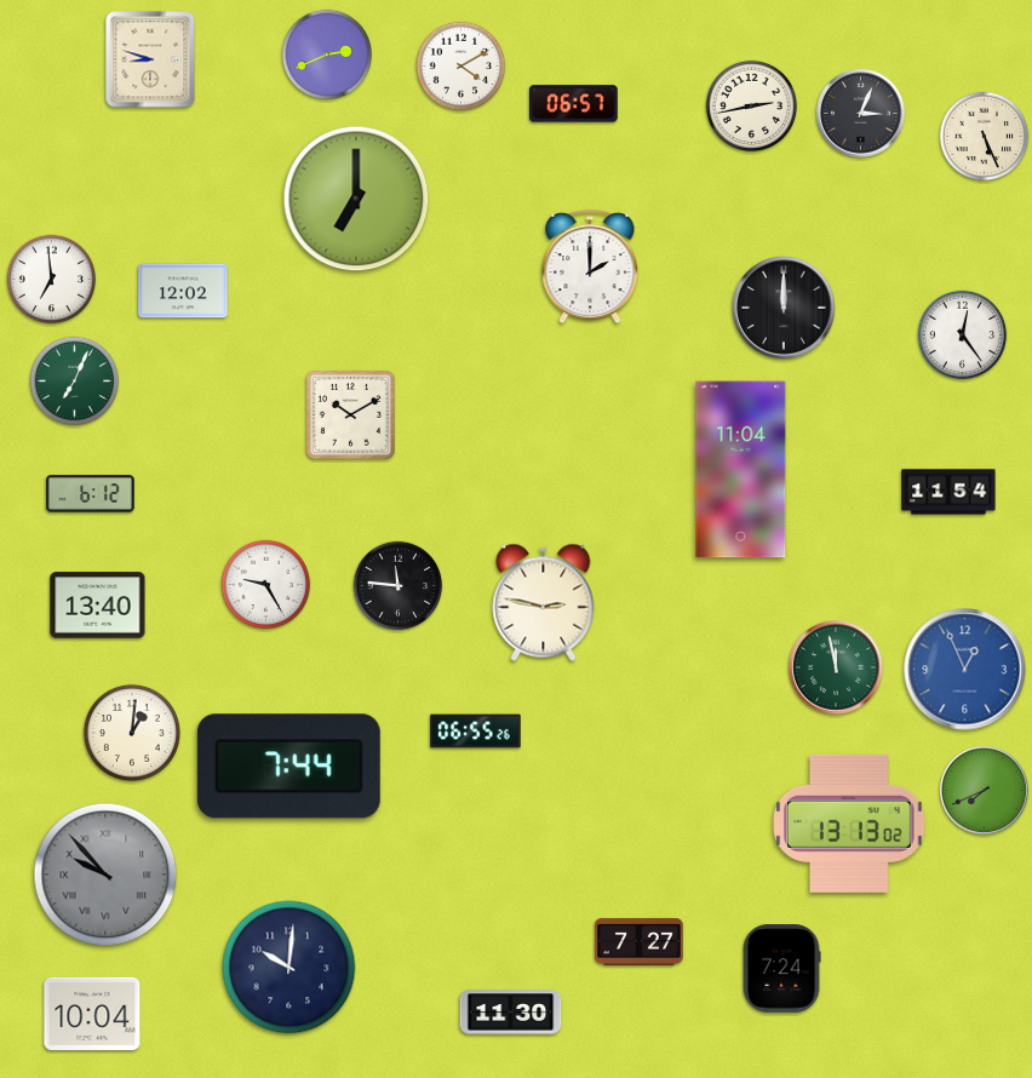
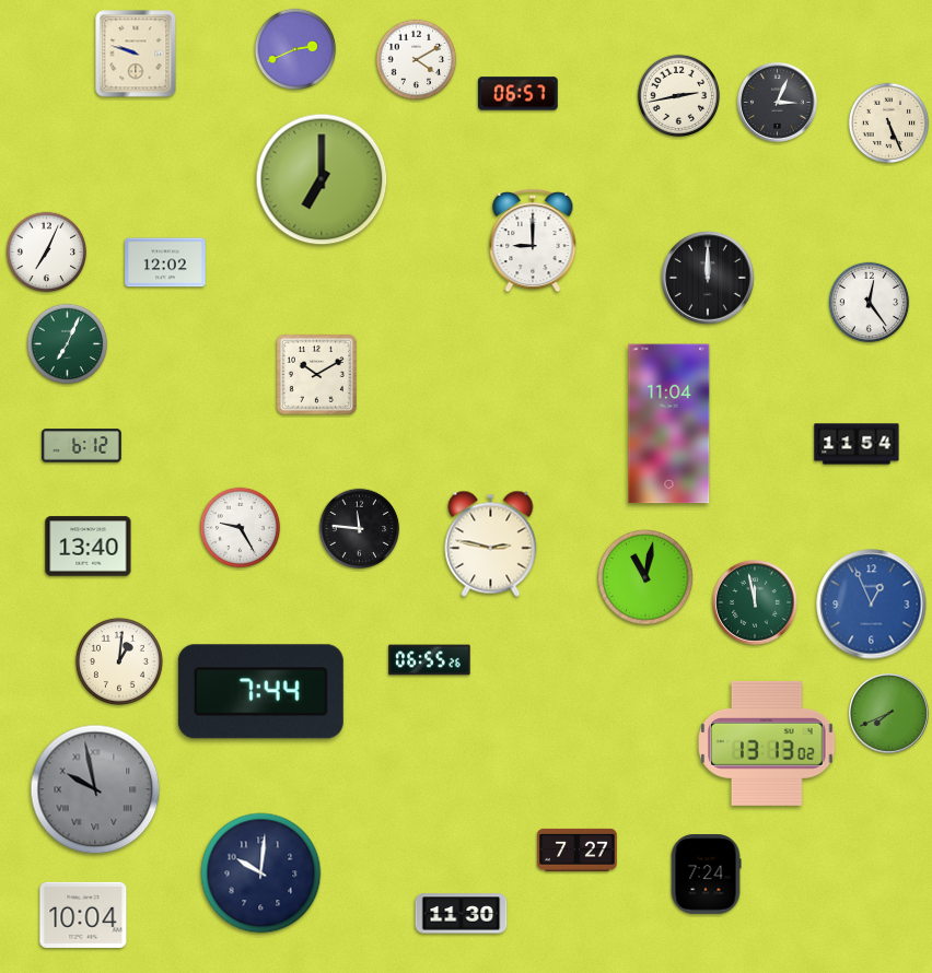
clock at (150, 59): 8:48 -> 9:48
clock at (590, 266): 2:00 -> 9:00
clock at (52, 280): 6:59 -> 7:04
clock at (645, 577): none -> 11:02
clock at (105, 875): 9:53 -> 9:58
